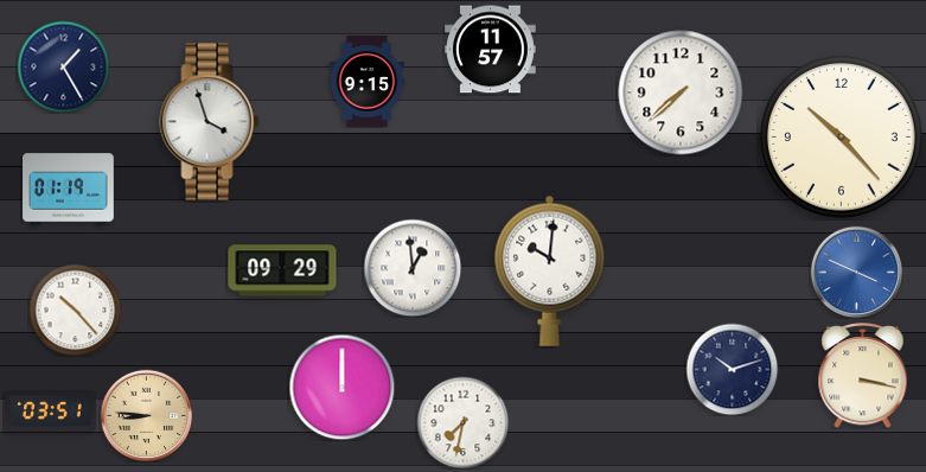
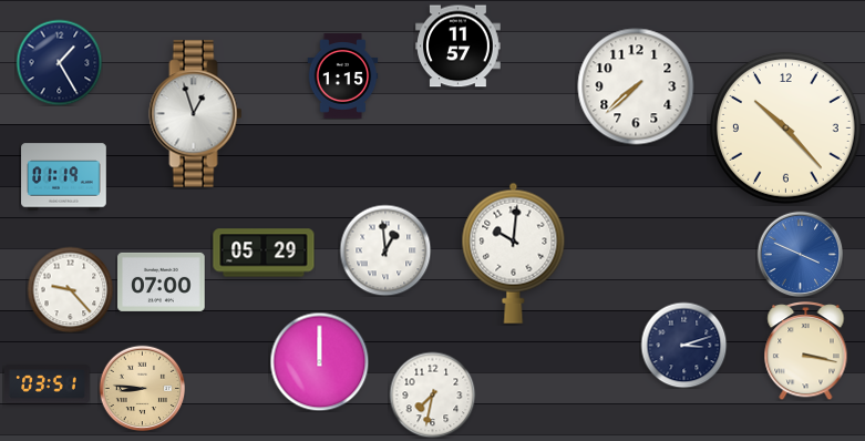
clock at (368, 82): 9:15 -> 1:15
clock at (210, 122): 3:57 -> 12:57
clock at (282, 270): 09:29 -> 05:29
clock at (162, 281): none -> 07:00
clock at (75, 310): 10:23 -> 9:23
clock at (732, 369): 10:12 -> 3:12
clock at (146, 415) position: (146, 415) -> (142, 388)
